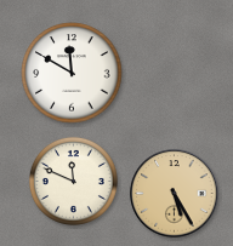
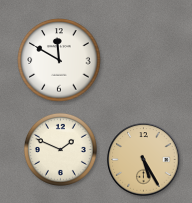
clock at (73, 181): 11:49 -> 1:49
